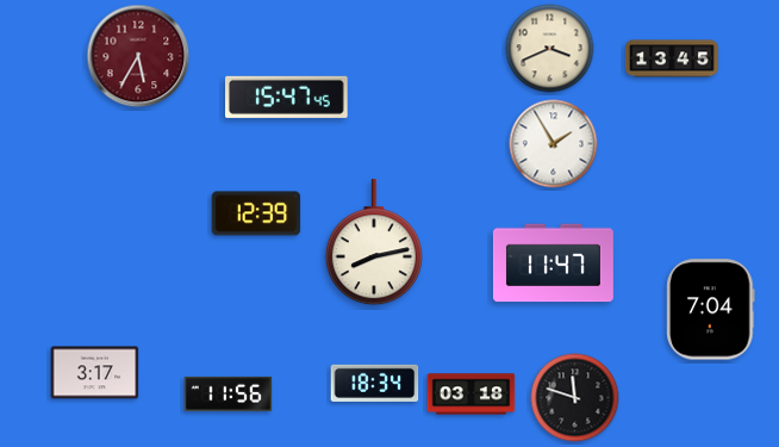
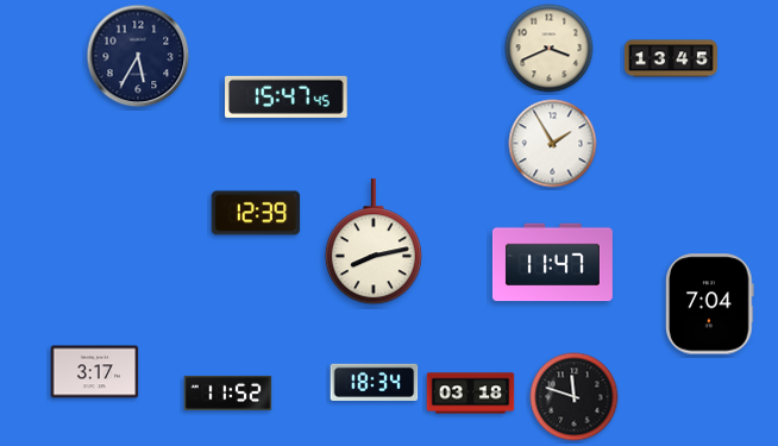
clock at (138, 56) dial: burgundy -> navy
clock at (711, 310) position: (711, 310) -> (710, 304)
clock at (229, 393): 11:56 -> 11:52
